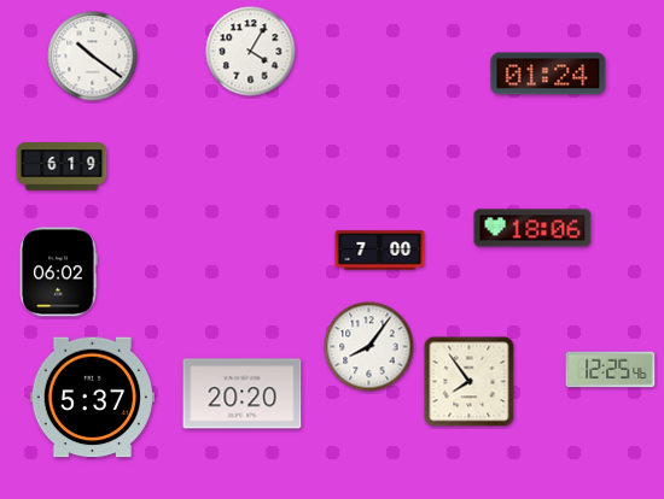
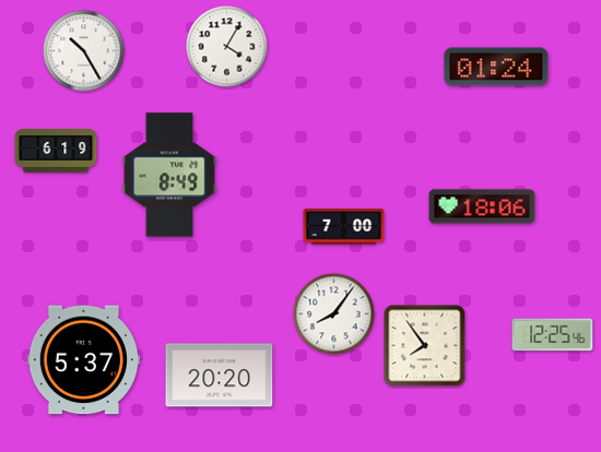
clock at (93, 57): 10:21 -> 10:25
clock at (169, 175): none -> 8:49
clock at (58, 272): 06:02 -> none
clock at (243, 394) position: (243, 394) -> (220, 376)
